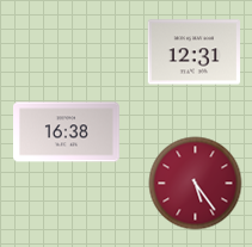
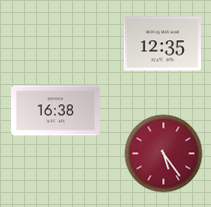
clock at (193, 53): 12:31 -> 12:35
